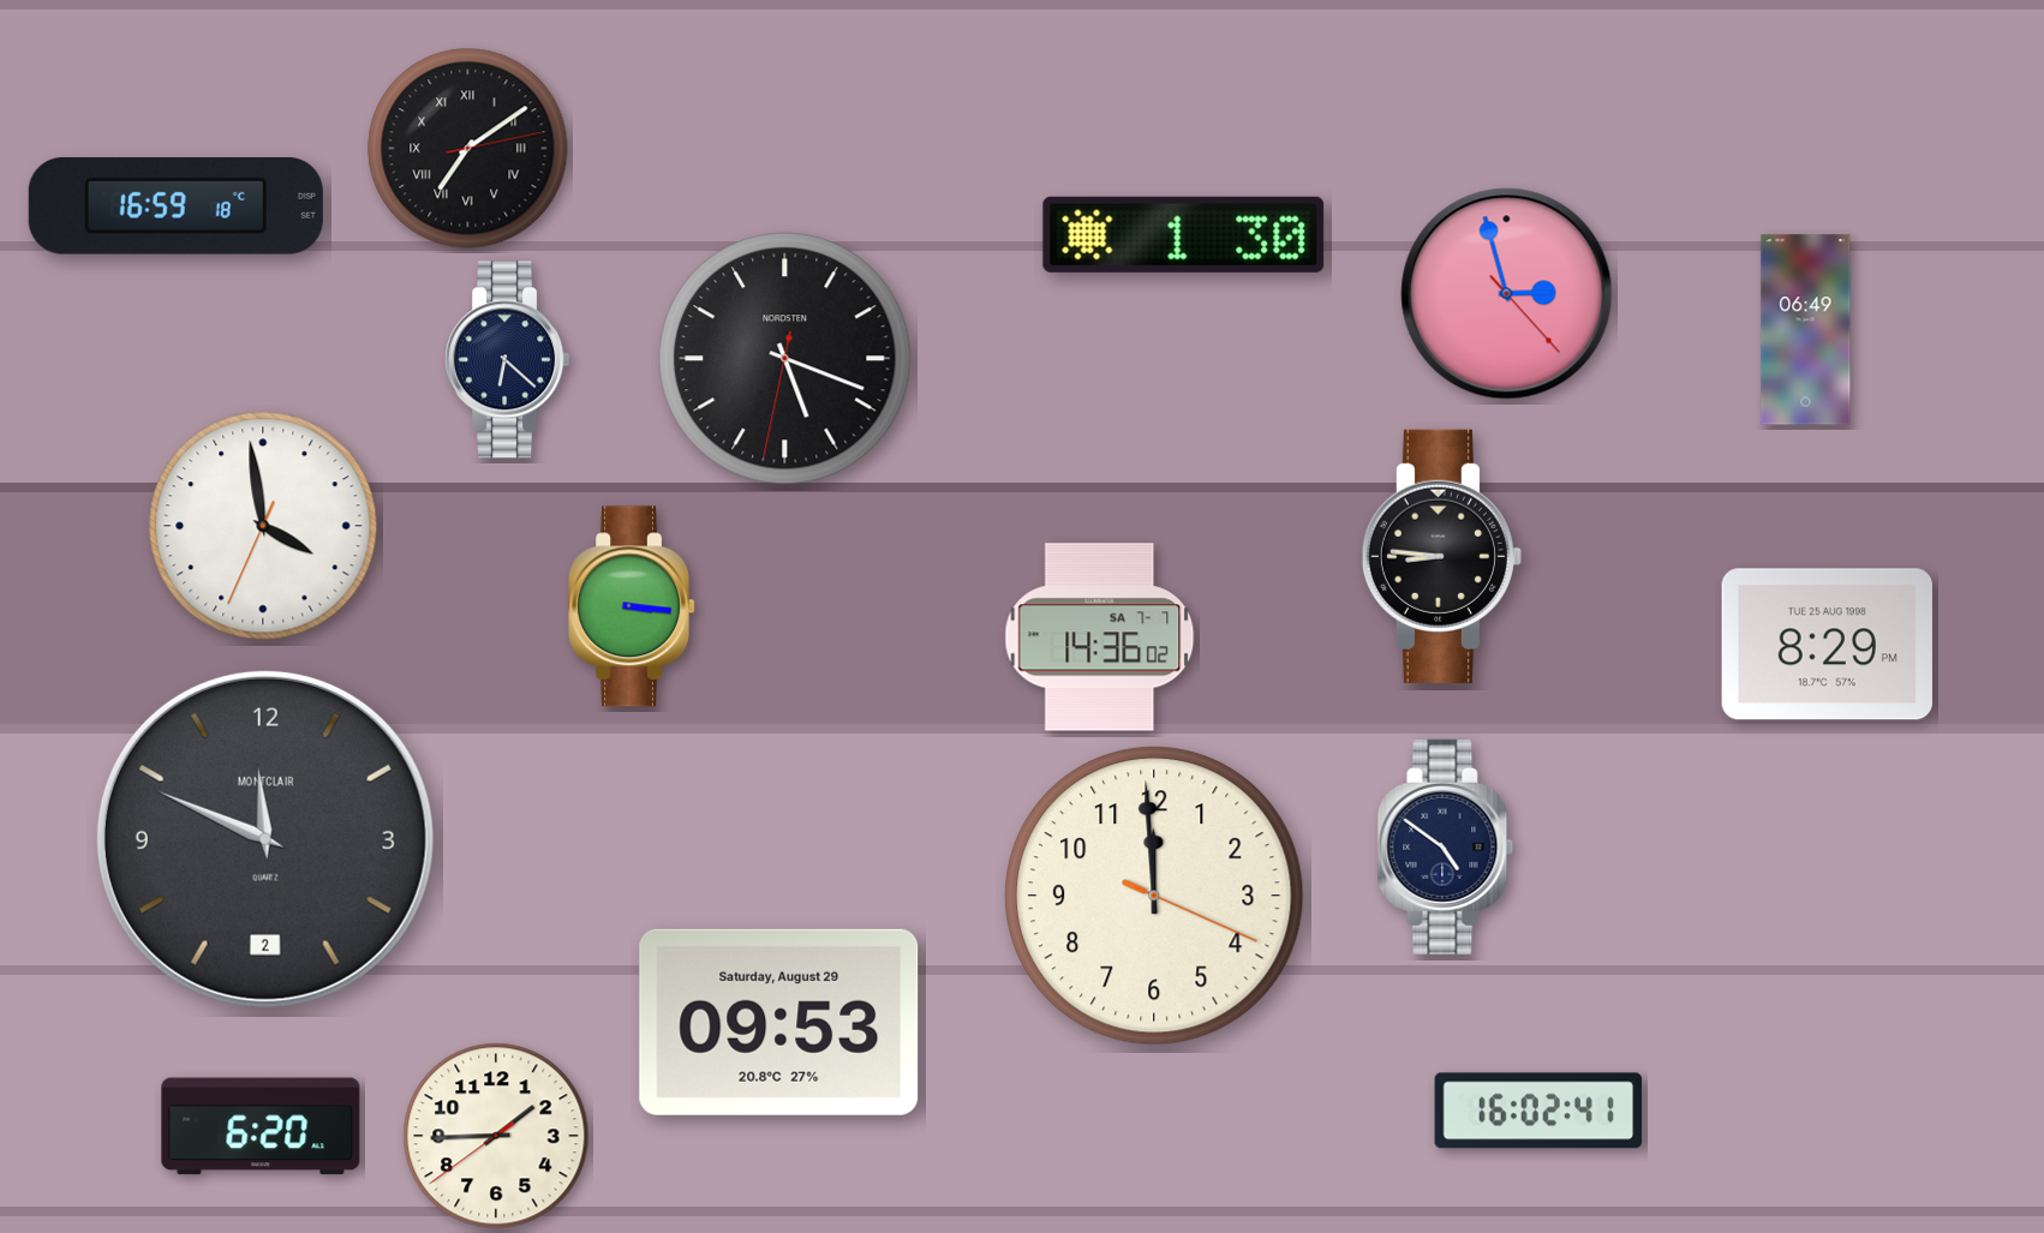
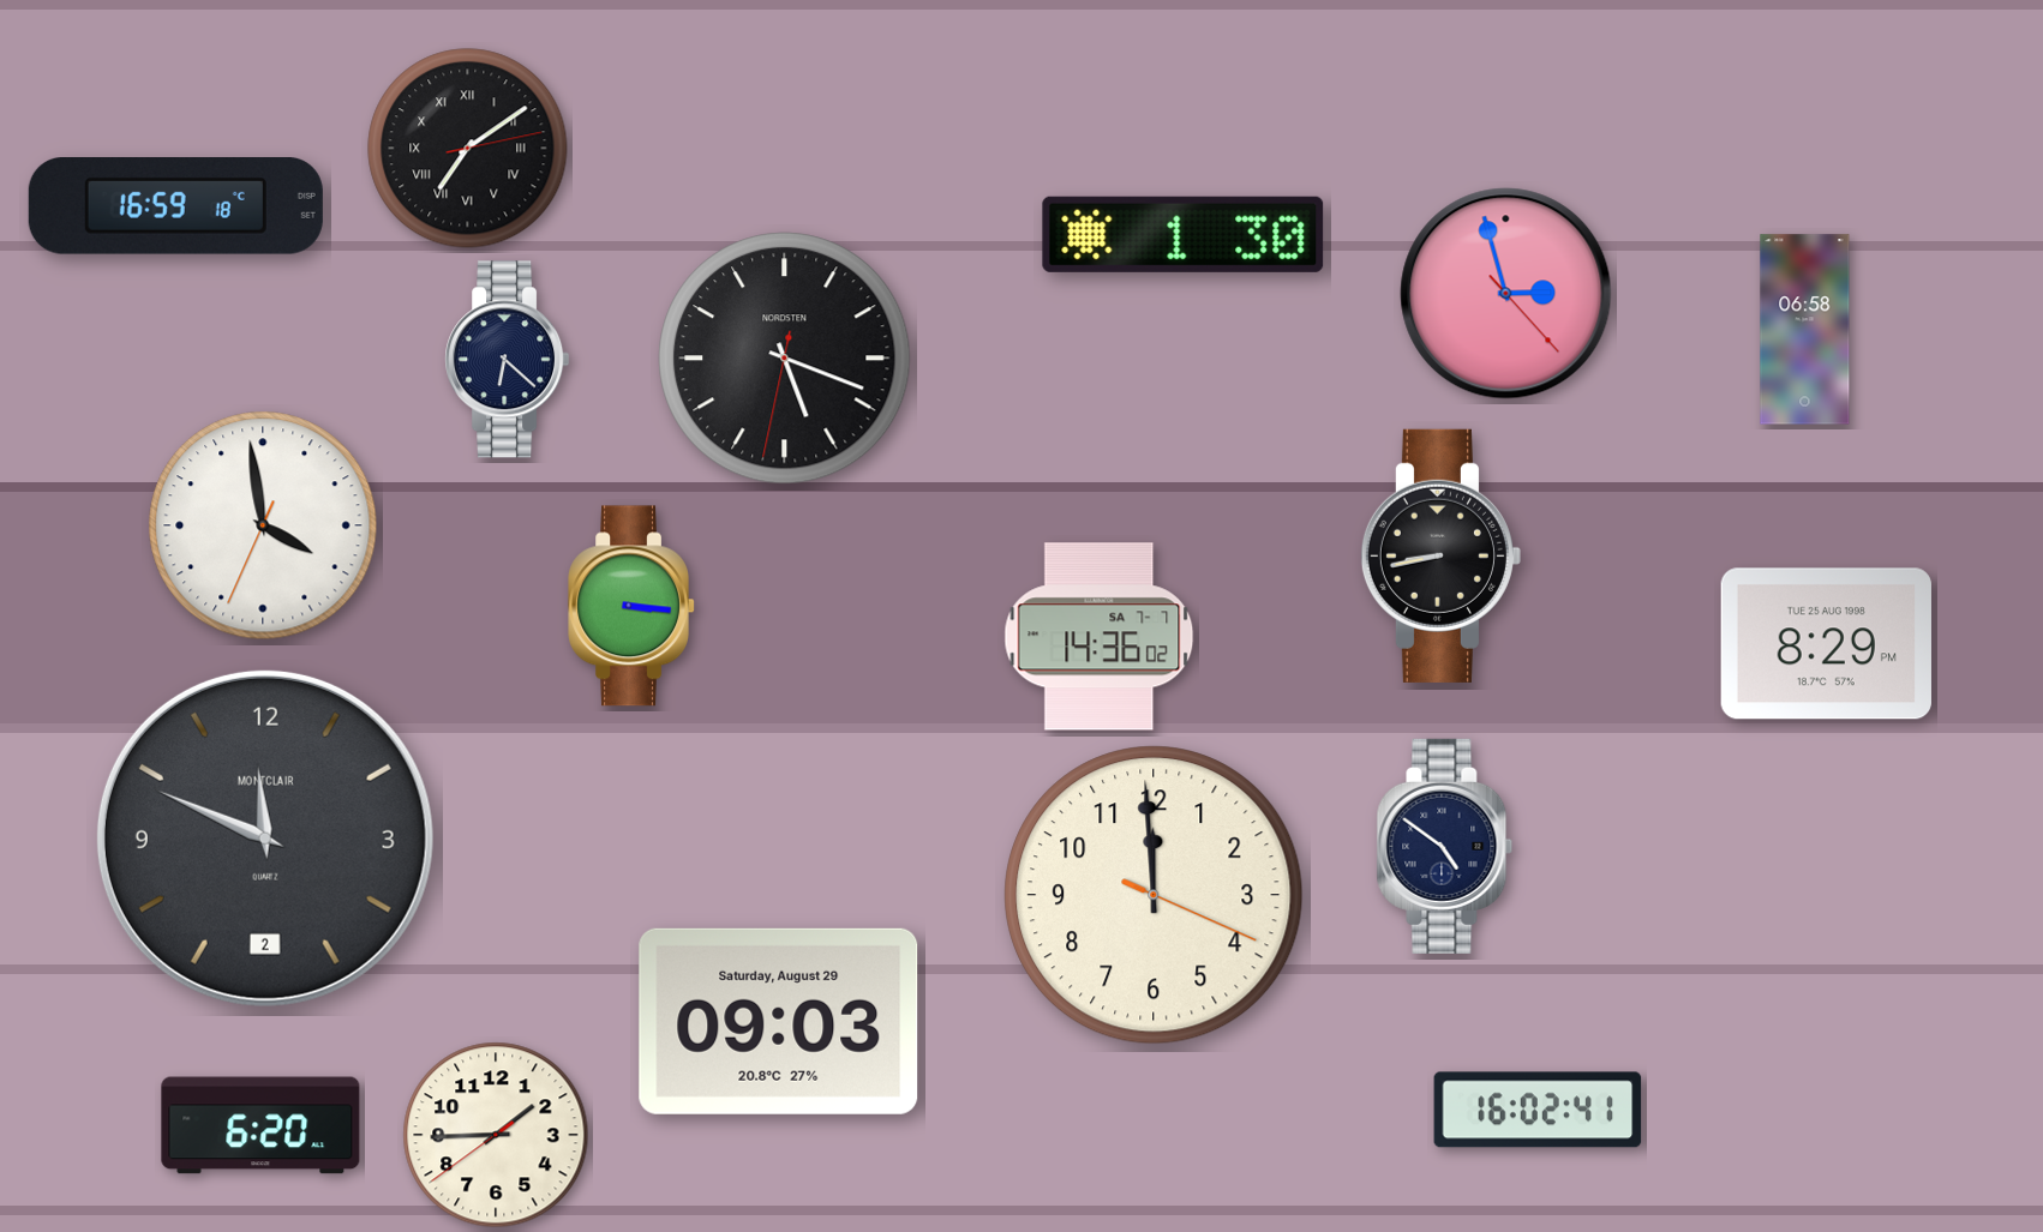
clock at (1806, 330): 06:49 -> 06:58
clock at (1441, 556): 8:46 -> 8:43
clock at (779, 1022): 09:53 -> 09:03
